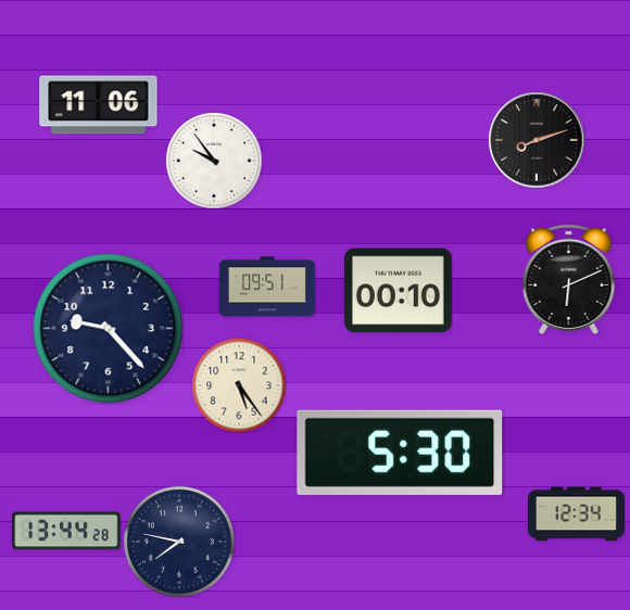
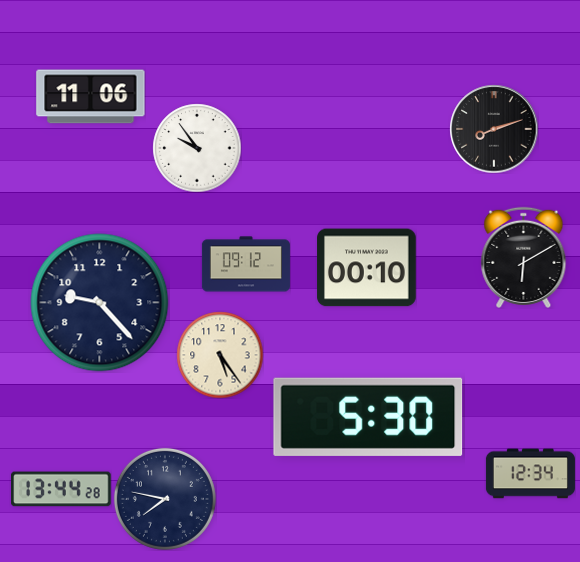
clock at (569, 279): 6:11 -> 6:10
clock at (267, 287): 09:51 -> 09:12
